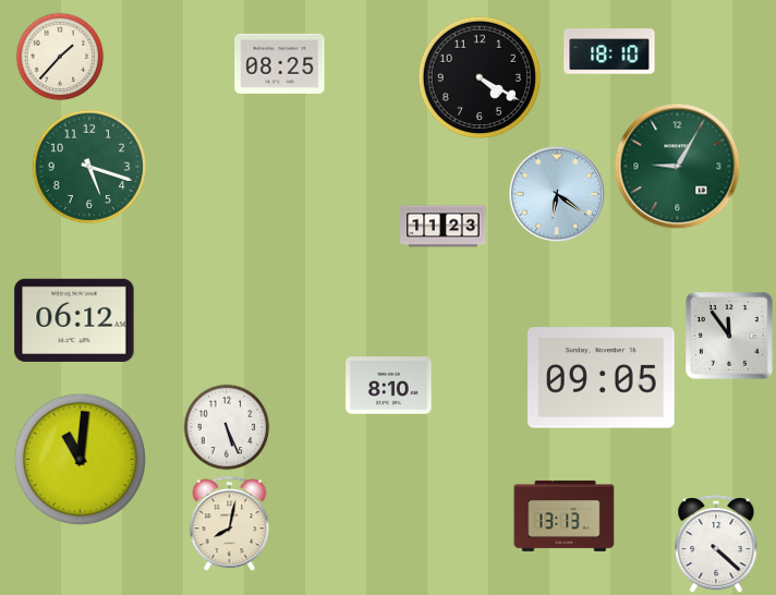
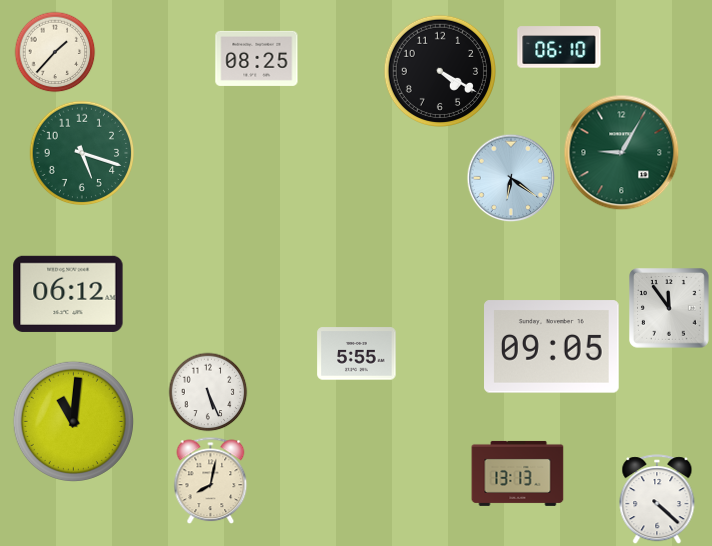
clock at (609, 51): 18:10 -> 06:10
clock at (444, 227): 11:23 -> none
clock at (389, 386): 8:10 -> 5:55
